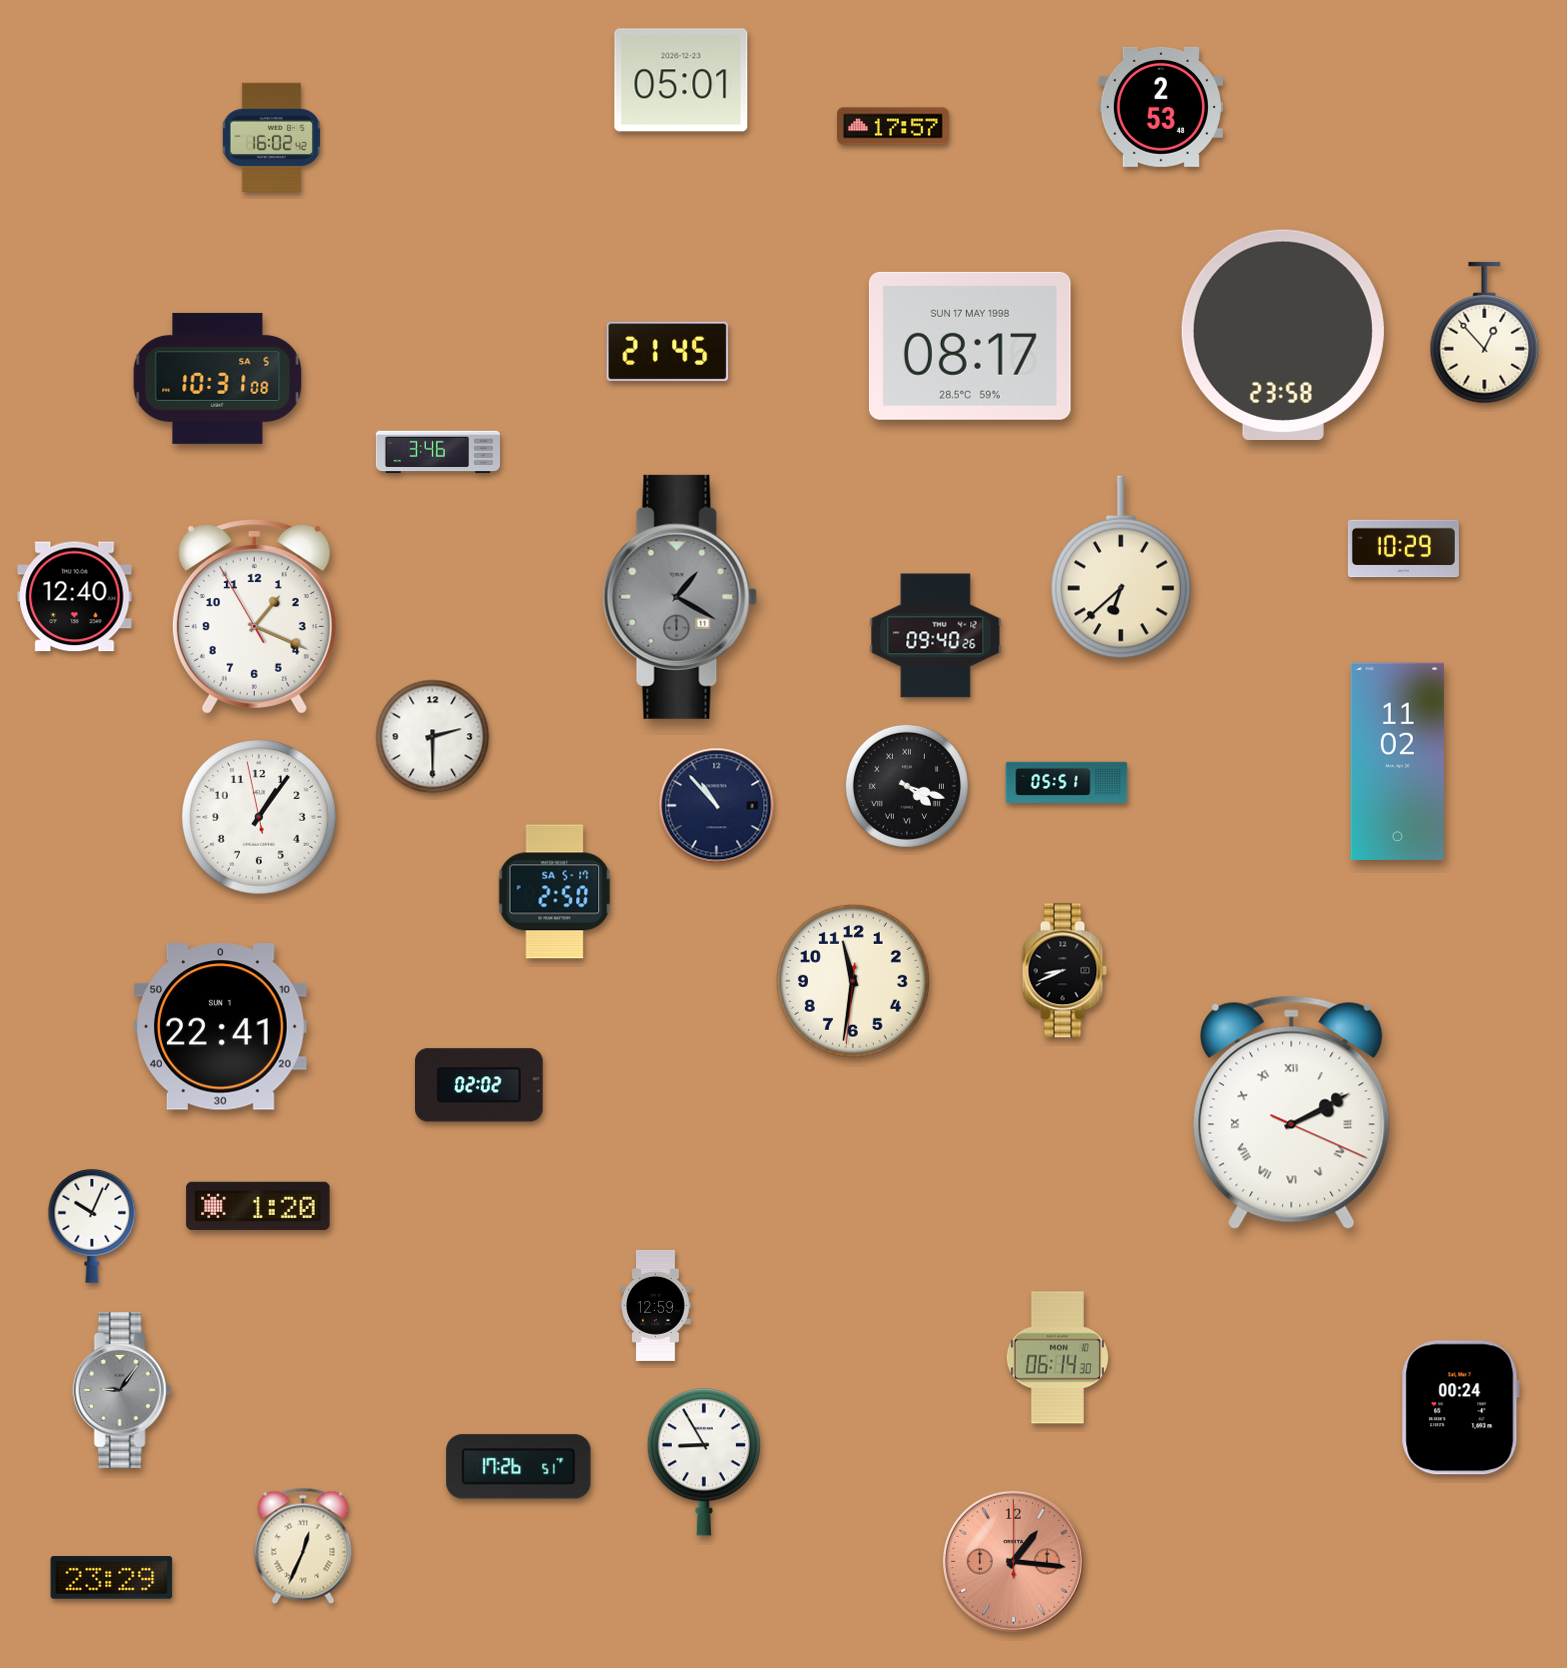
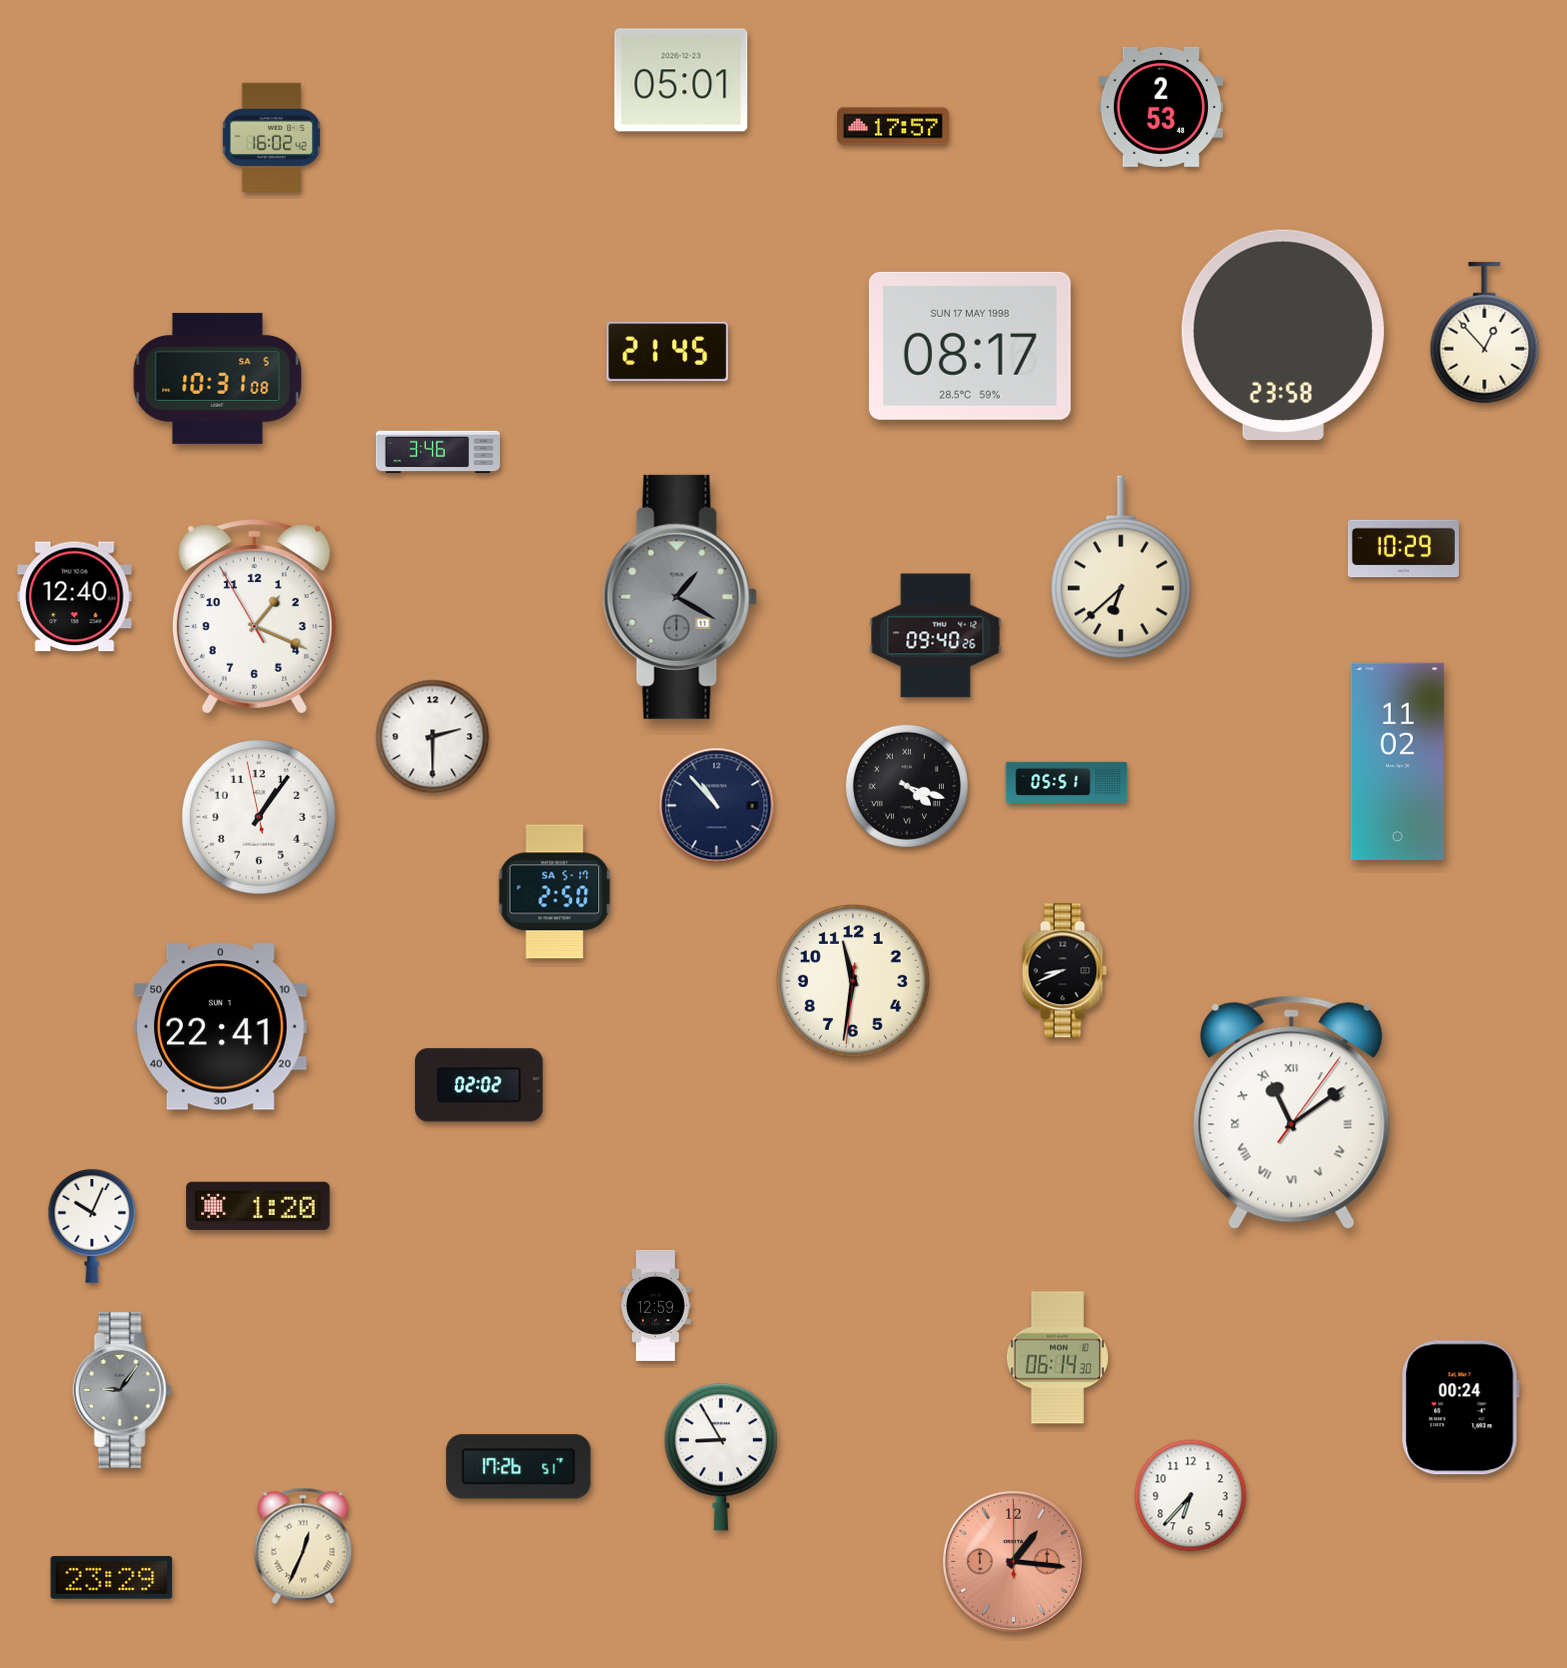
clock at (1292, 1112): 2:10 -> 11:09
clock at (704, 1462) position: (704, 1462) -> (721, 1457)
clock at (1191, 1496): none -> 6:37
